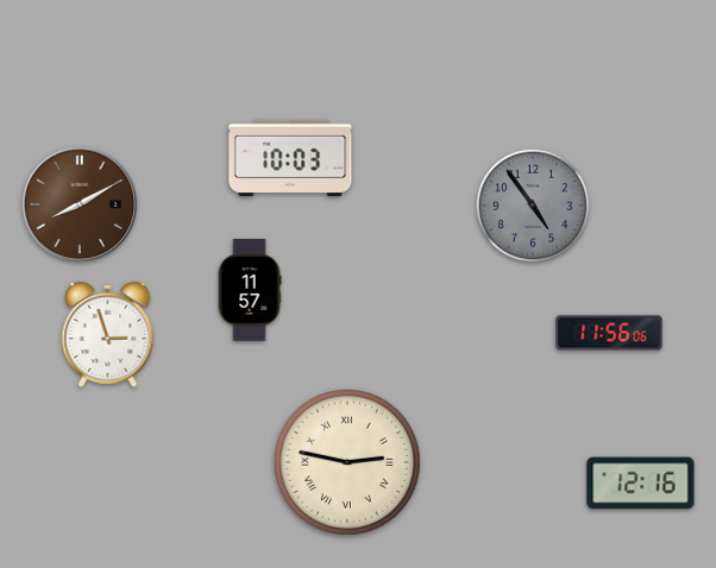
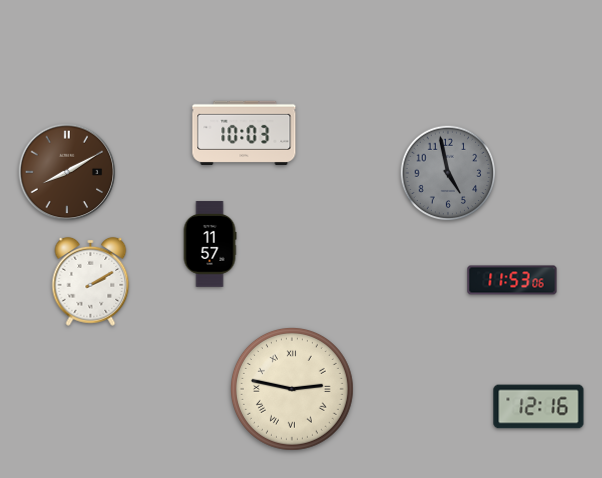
clock at (533, 206): 4:54 -> 4:58
clock at (609, 333): 11:56 -> 11:53
clock at (108, 334): 2:57 -> 2:10
